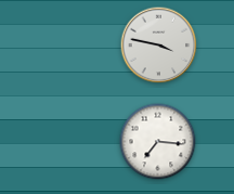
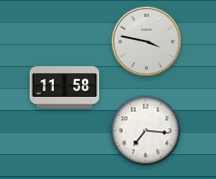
clock at (65, 88): none -> 11:58
